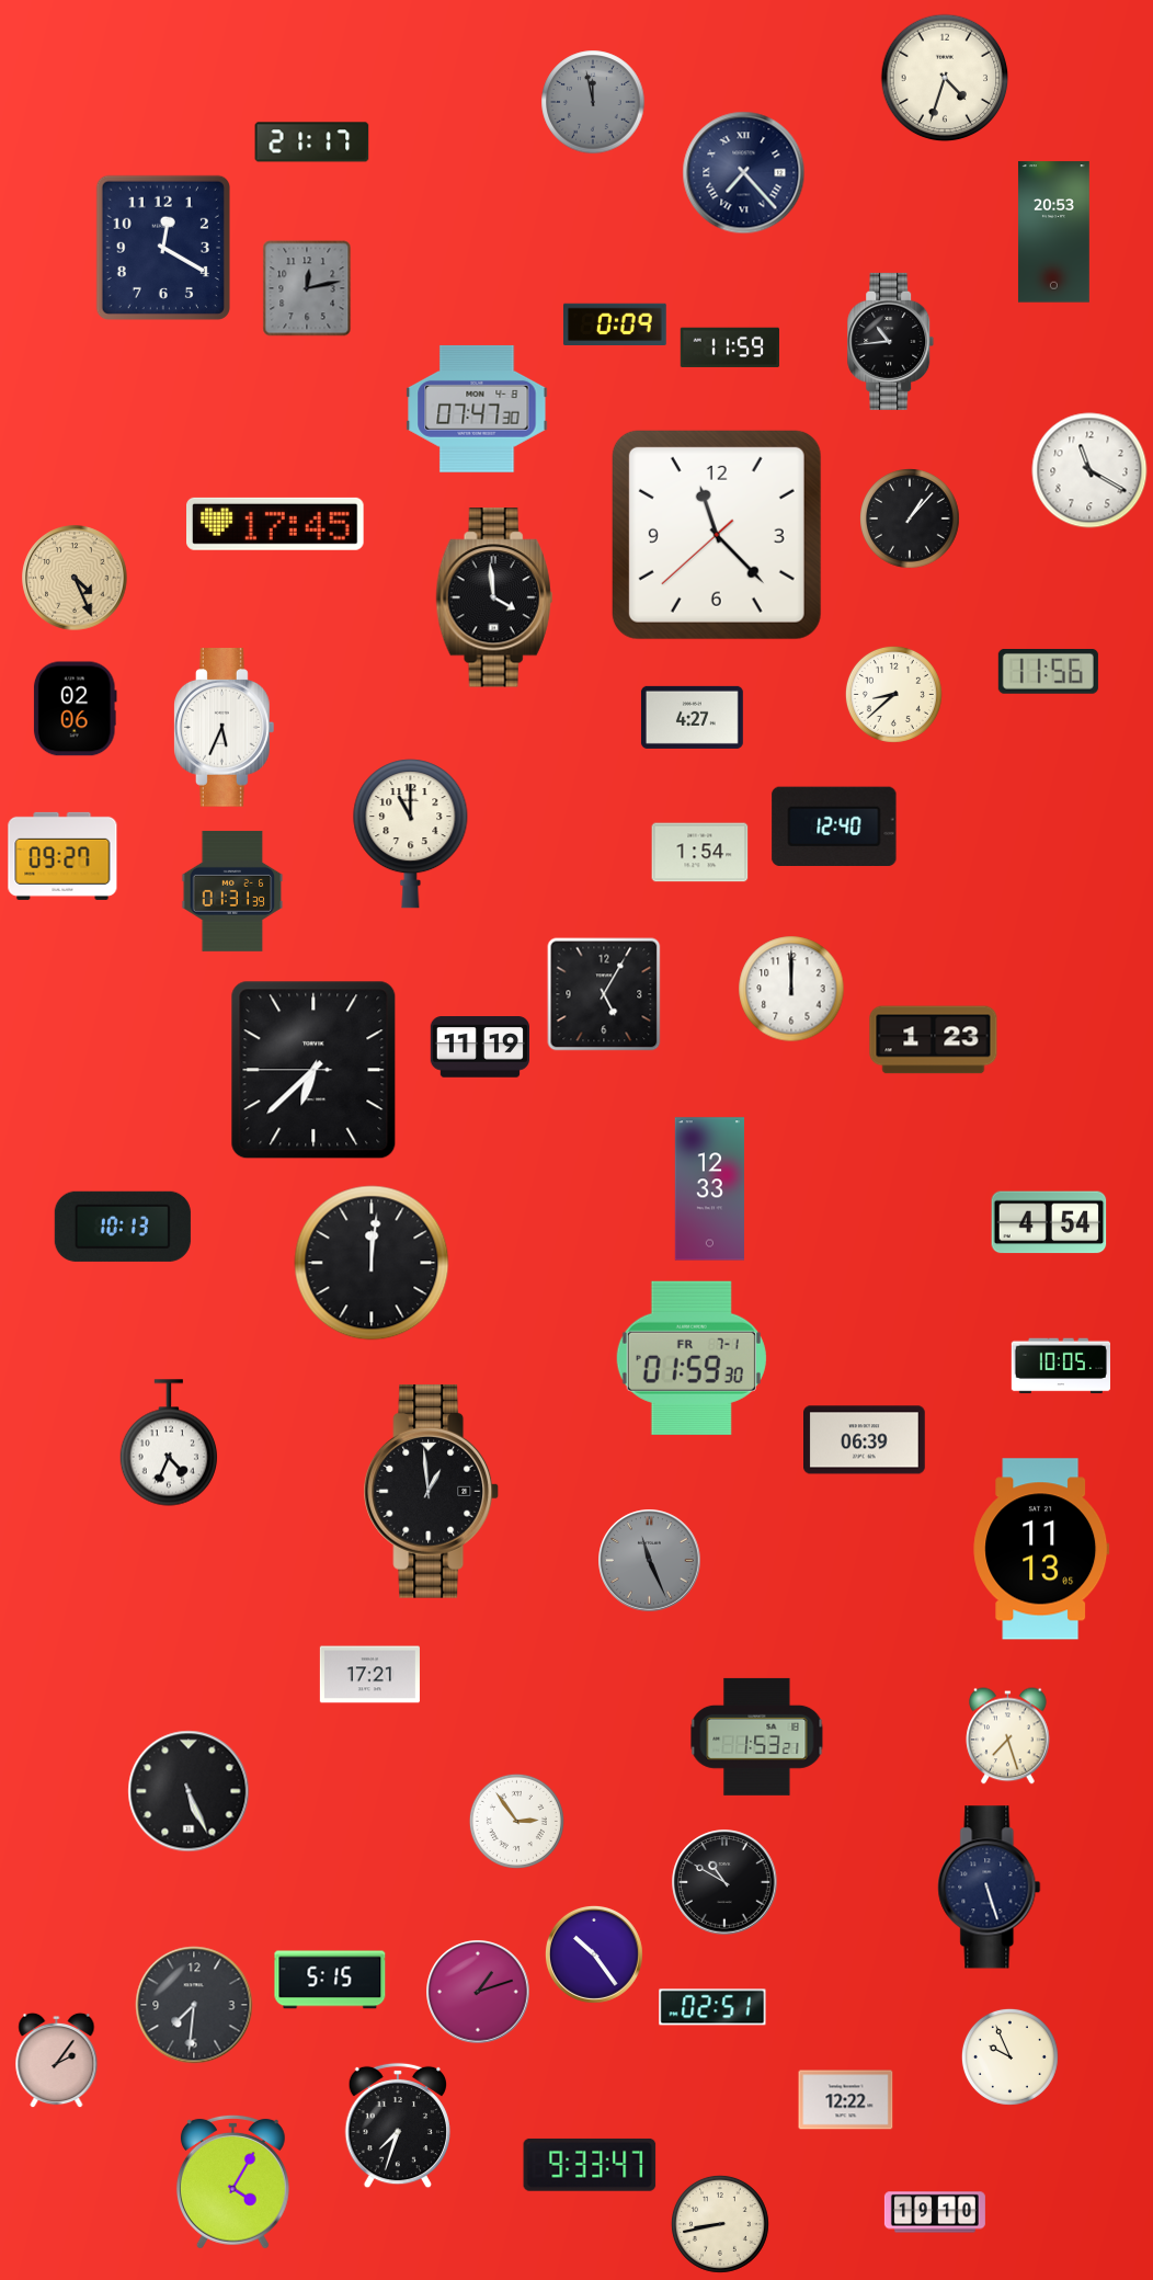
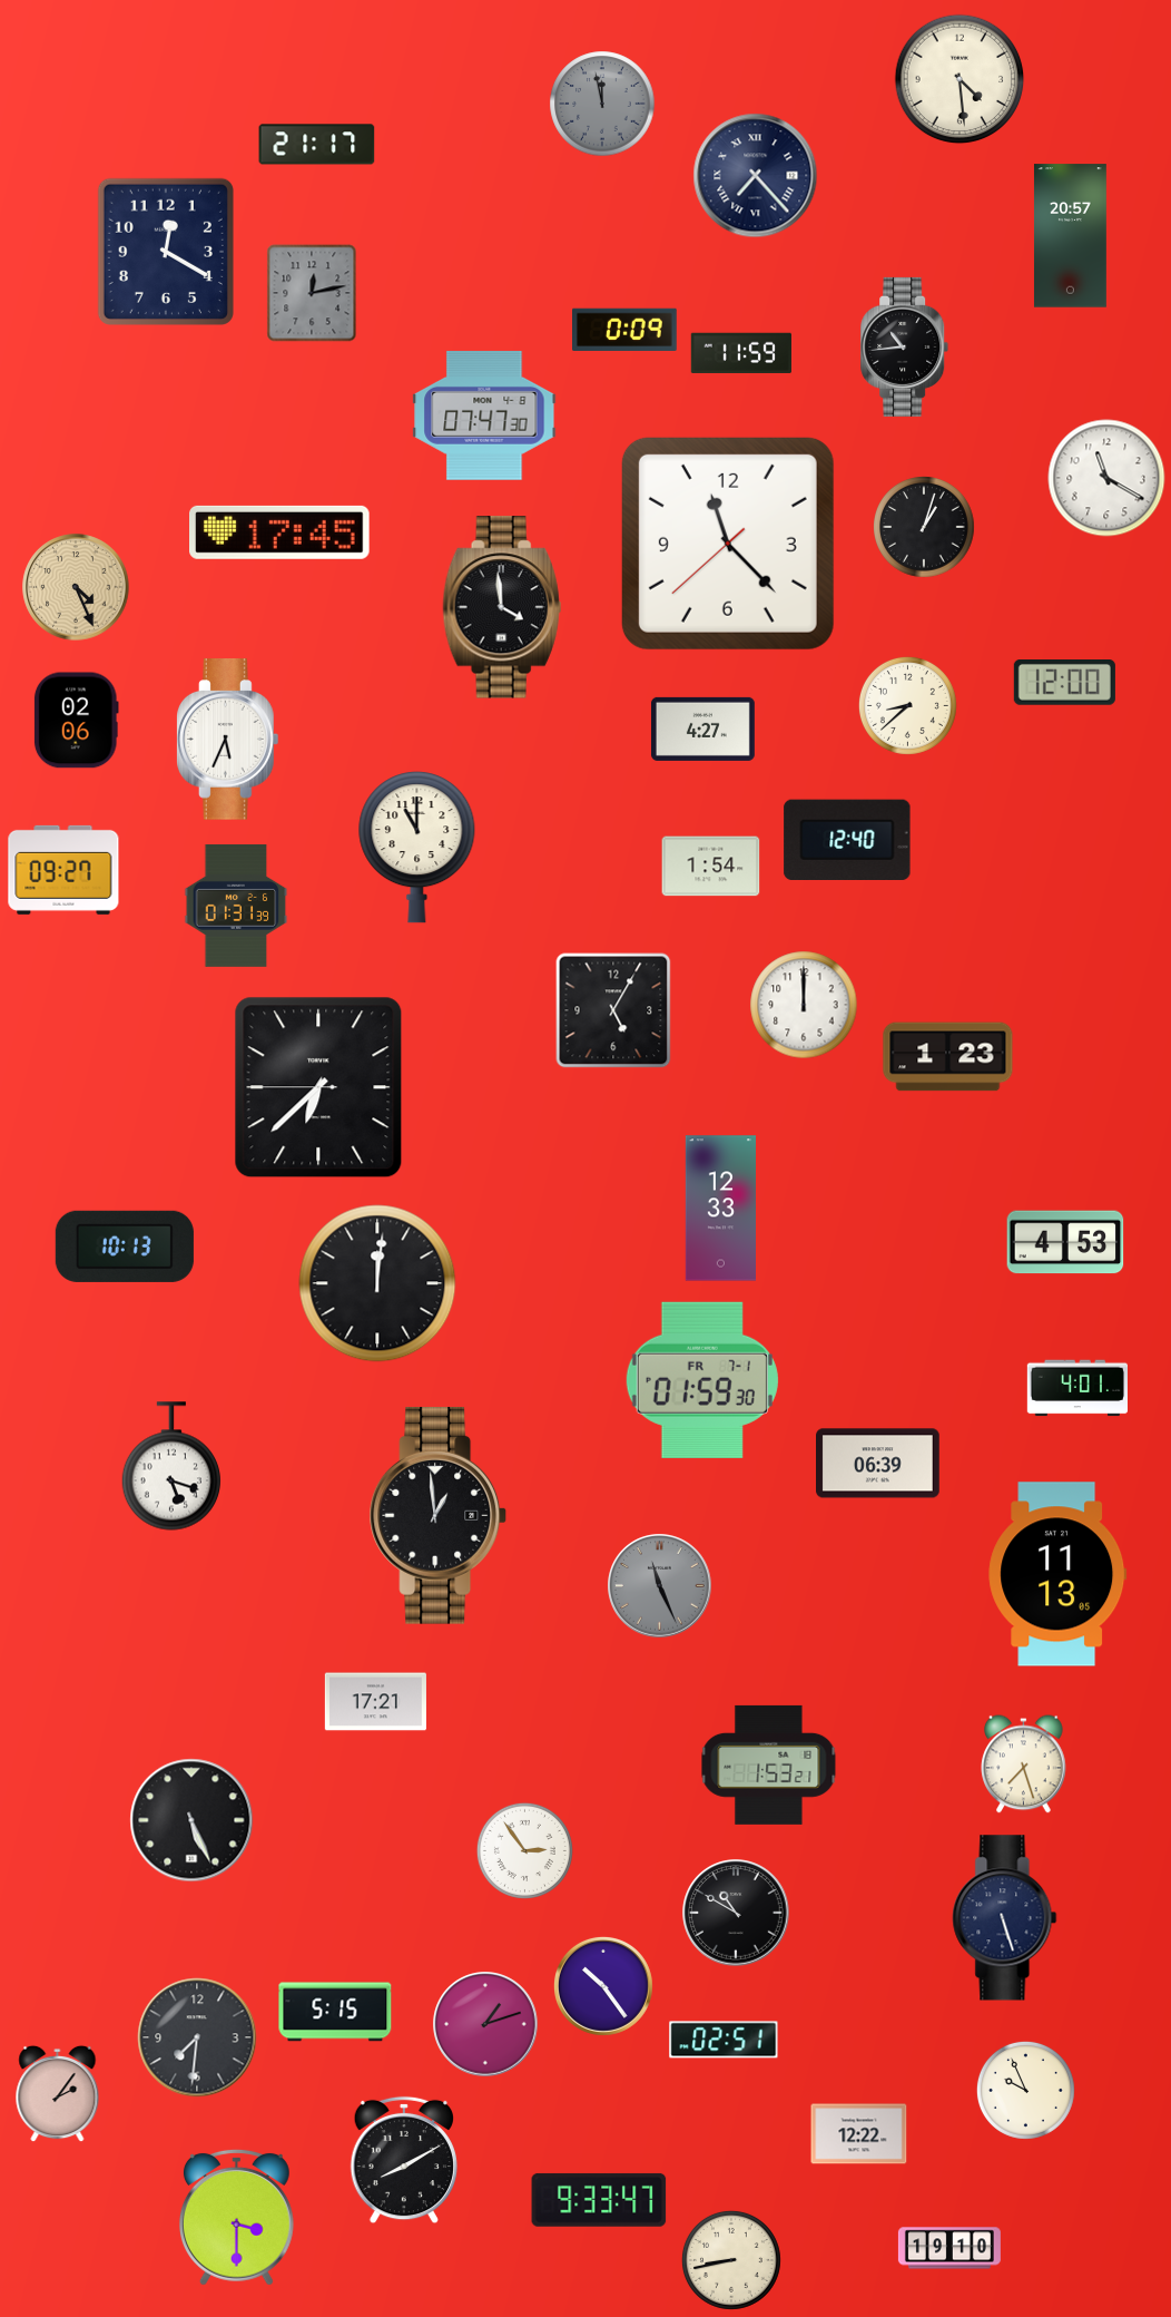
clock at (945, 78): 4:33 -> 4:29
clock at (1053, 232): 20:53 -> 20:57
clock at (911, 520): 1:07 -> 1:03
clock at (1048, 672): 11:56 -> 12:00
clock at (479, 1047): 11:19 -> none
clock at (1049, 1222): 4:54 -> 4:53
clock at (1060, 1366): 10:05 -> 4:01
clock at (169, 1443): 4:34 -> 5:18
clock at (397, 2125): 7:33 -> 8:10
clock at (232, 2181): 4:05 -> 3:30
